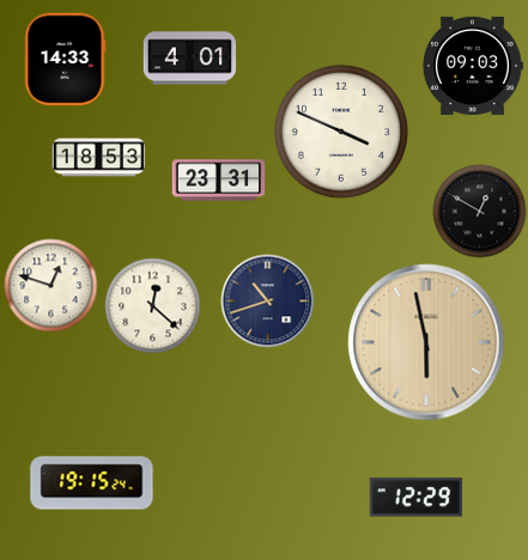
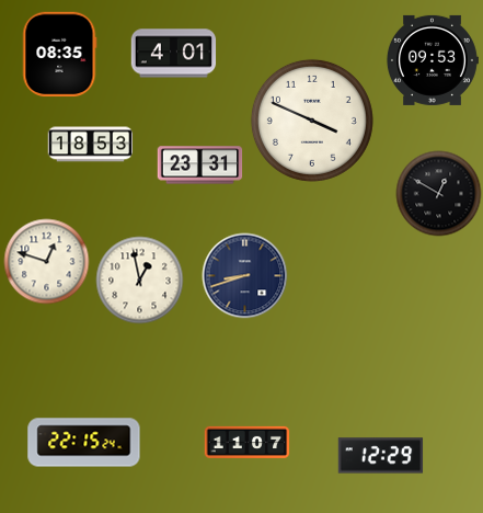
clock at (66, 59): 14:33 -> 08:35
clock at (473, 66): 09:03 -> 09:53
clock at (267, 300): 10:42 -> 8:42
clock at (152, 305): 12:22 -> 12:58
clock at (426, 342): 5:58 -> none
clock at (246, 442): none -> 11:07
clock at (92, 483): 19:15 -> 22:15
